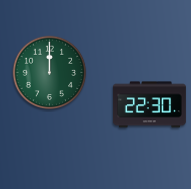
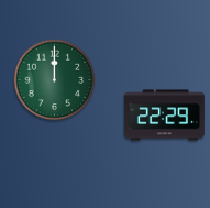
clock at (149, 105): 22:30 -> 22:29
